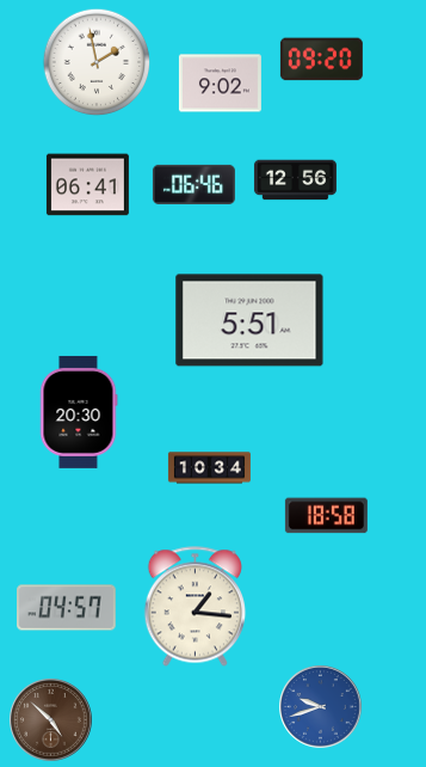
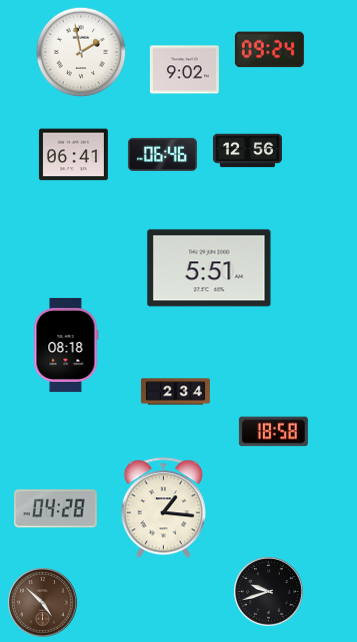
clock at (321, 60): 09:20 -> 09:24
clock at (79, 412): 20:30 -> 08:18
clock at (209, 468): 10:34 -> 2:34
clock at (67, 608): 04:57 -> 04:28
clock at (321, 707) dial: blue -> black
